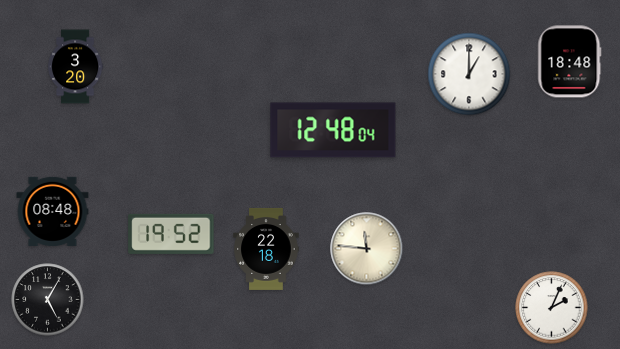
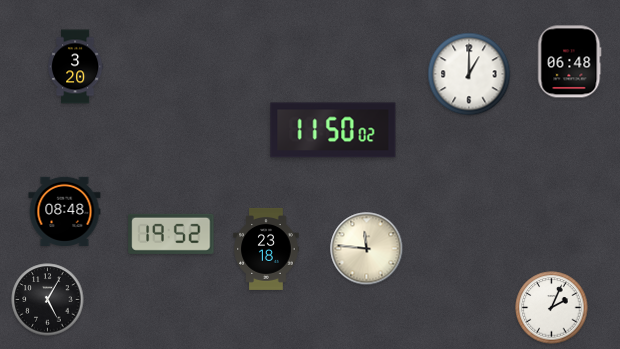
clock at (570, 62): 18:48 -> 06:48
clock at (333, 130): 12:48 -> 11:50
clock at (53, 211) position: (53, 211) -> (65, 211)
clock at (266, 249): 22:18 -> 23:18
